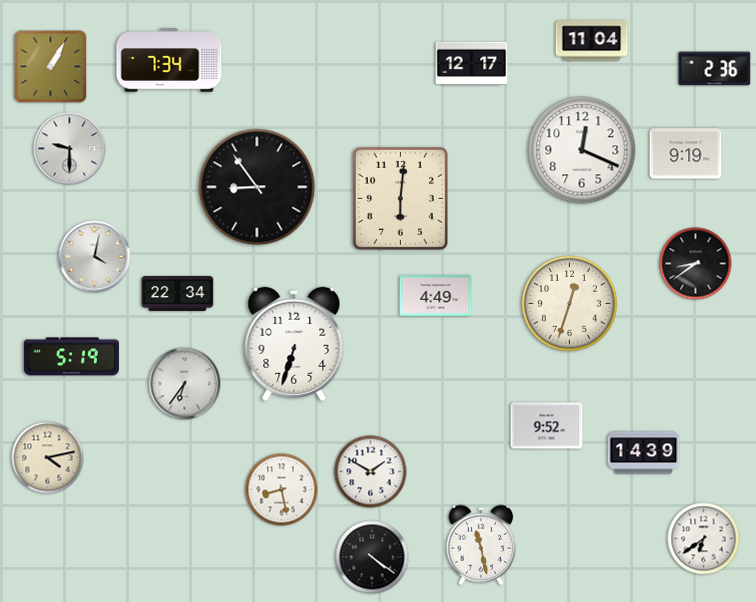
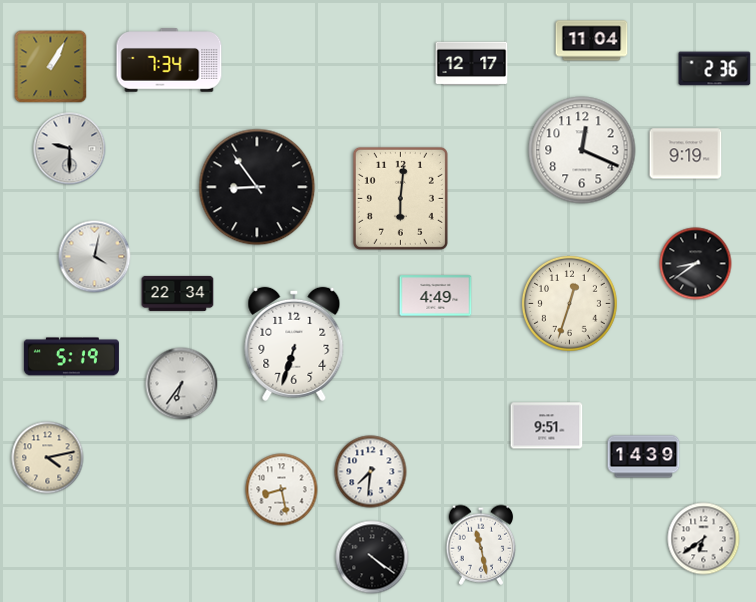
clock at (185, 384) position: (185, 384) -> (182, 384)
clock at (547, 426): 9:52 -> 9:51
clock at (644, 453) position: (644, 453) -> (644, 457)
clock at (371, 472): 1:50 -> 7:31
